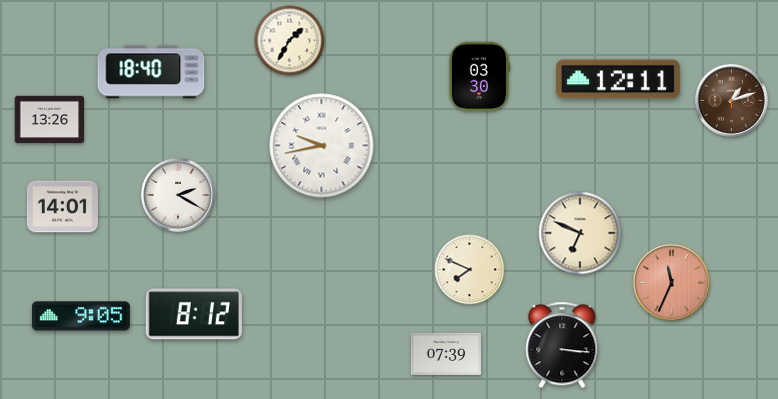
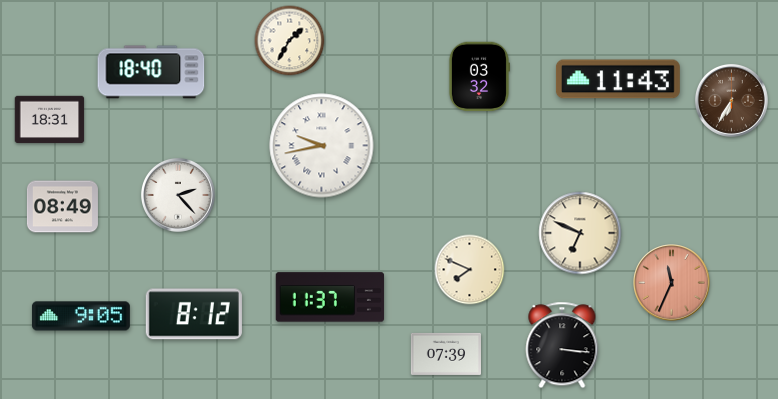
clock at (479, 77): 03:30 -> 03:32
clock at (618, 79): 12:11 -> 11:43
clock at (731, 100): 1:12 -> 6:35
clock at (50, 120): 13:26 -> 18:31
clock at (178, 195): 2:20 -> 2:23
clock at (62, 207): 14:01 -> 08:49
clock at (330, 297): none -> 11:37
